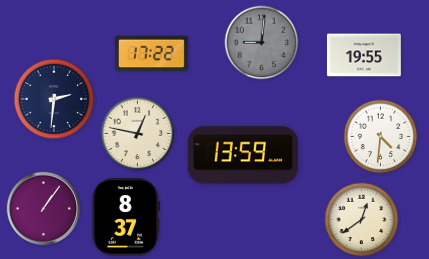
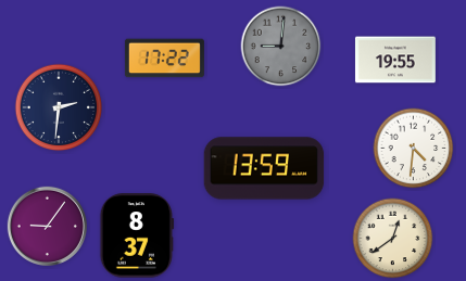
clock at (262, 43) position: (262, 43) -> (281, 47)
clock at (138, 134): 12:47 -> none
clock at (43, 208): 1:06 -> 9:06
